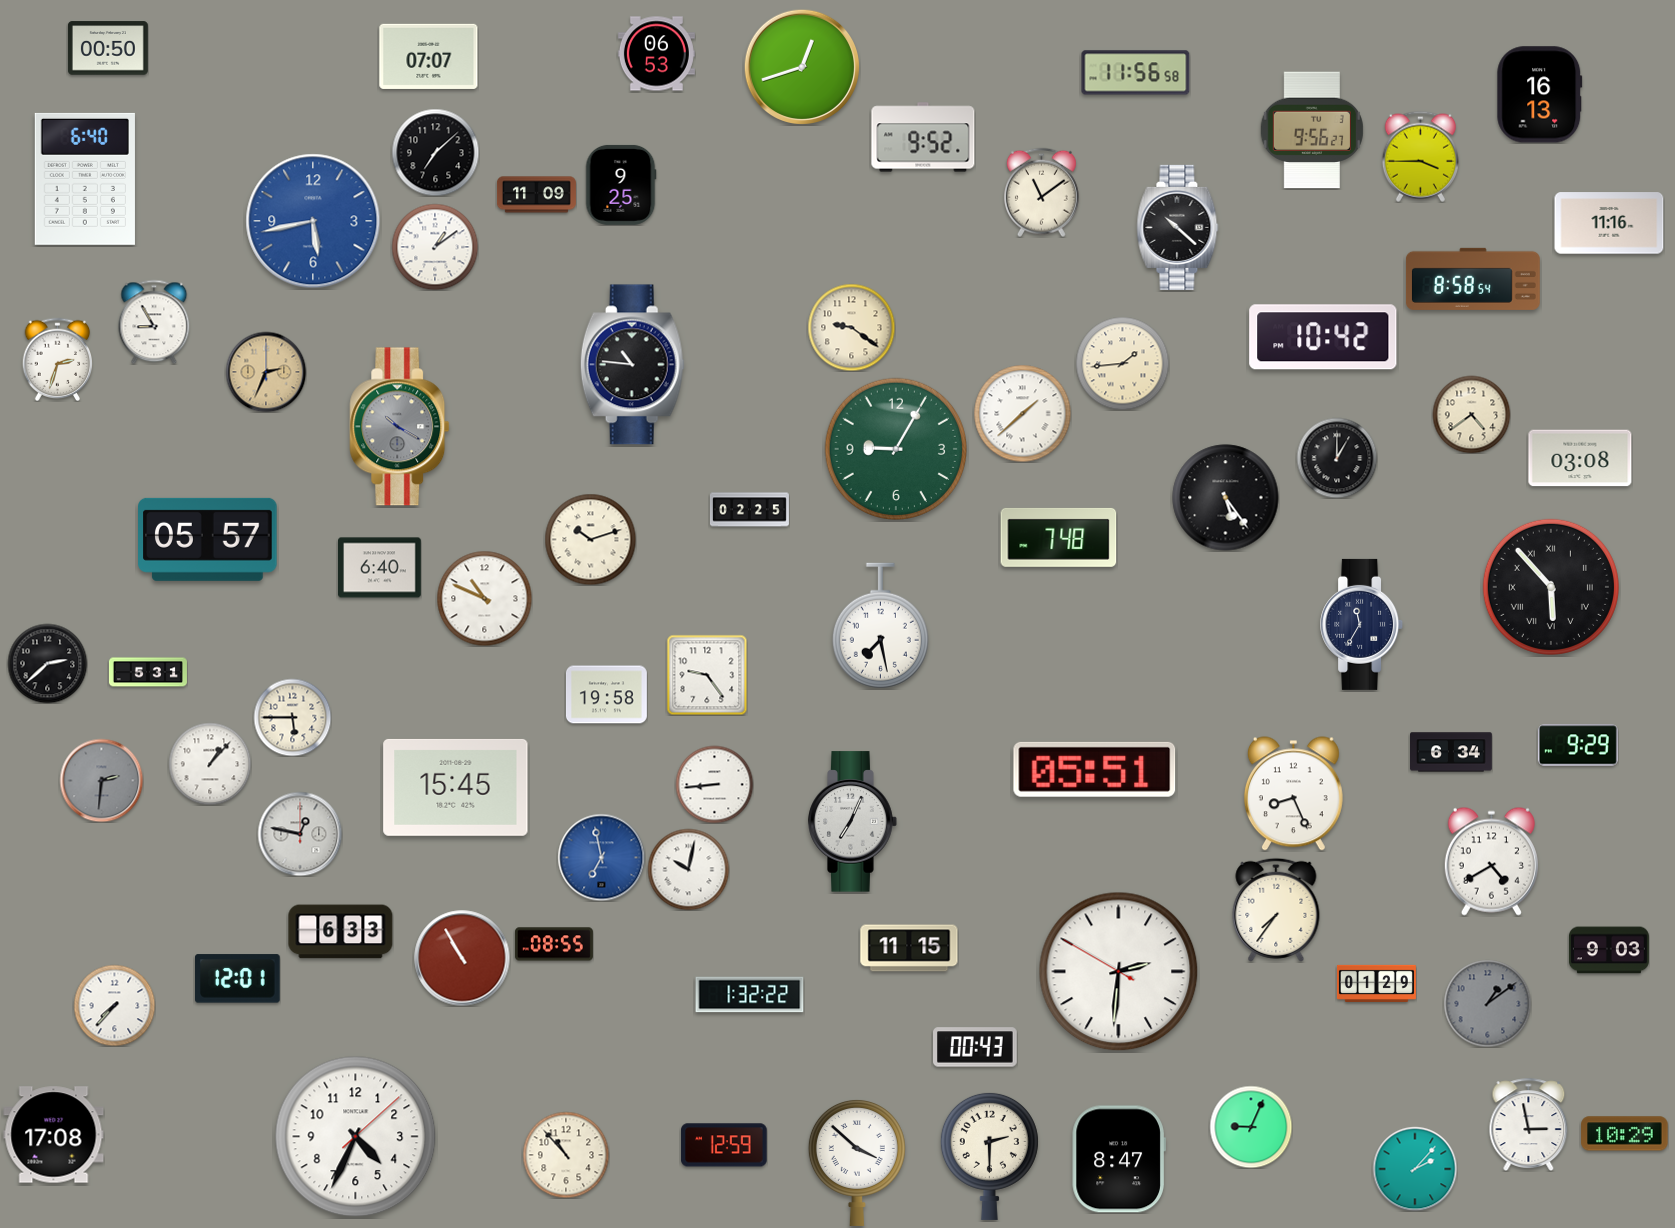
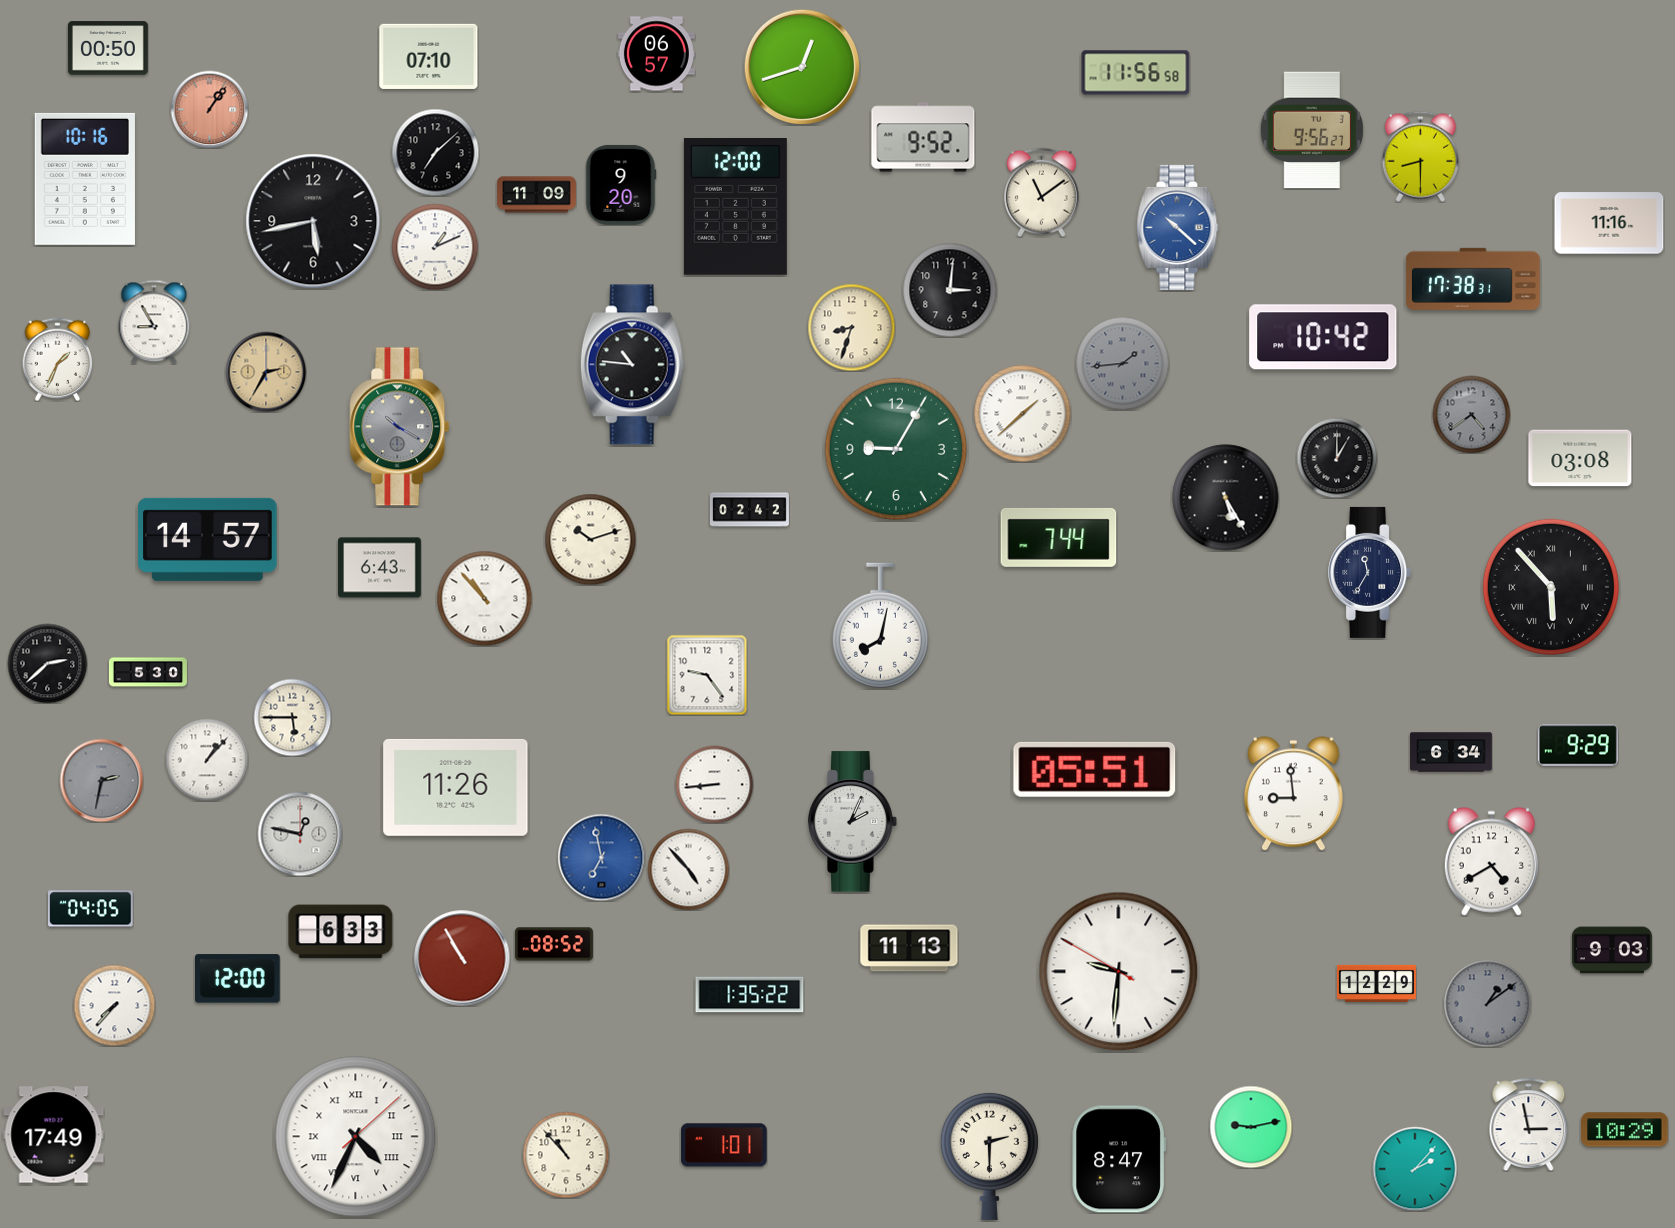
clock at (656, 54): 06:53 -> 06:57
clock at (429, 56): 07:07 -> 07:10
clock at (1540, 95): 16:13 -> none
clock at (209, 109): none -> 1:06
clock at (1420, 156): 3:45 -> 8:30
clock at (85, 179): 6:40 -> 10:16
clock at (621, 185): 9:25 -> 9:20
clock at (735, 207): none -> 12:00
clock at (313, 221) dial: blue -> black
clock at (1178, 227) dial: black -> blue
clock at (435, 247): 1:09 -> 1:11
clock at (1473, 279): 8:58 -> 17:38
clock at (950, 290): none -> 3:01
clock at (851, 327): 9:21 -> 8:33
clock at (58, 359): 2:33 -> 1:34
clock at (1122, 363) dial: cream -> grey
clock at (266, 372): 2:34 -> 2:35
clock at (1471, 414) dial: cream -> grey
clock at (1226, 498): 5:24 -> 5:25
clock at (749, 510): 02:25 -> 02:42
clock at (1059, 537): 7:48 -> 7:44
clock at (208, 539): 05:57 -> 14:57
clock at (380, 568): 6:40 -> 6:43
clock at (484, 598): 10:49 -> 10:53
clock at (1362, 624) position: (1362, 624) -> (1370, 572)
clock at (880, 626): 7:28 -> 8:02
clock at (148, 672): 5:31 -> 5:30
clock at (606, 695): 19:58 -> none
clock at (210, 764) position: (210, 764) -> (207, 760)
clock at (101, 780): 2:31 -> 2:32
clock at (456, 787): 15:45 -> 11:26
clock at (1293, 794): 8:26 -> 8:59
clock at (853, 822): 7:04 -> 2:04
clock at (688, 869): 10:02 -> 4:53
clock at (91, 909): none -> 04:05
clock at (1276, 910): 7:36 -> none
clock at (554, 944): 08:55 -> 08:52
clock at (909, 948): 11:15 -> 11:13
clock at (1609, 950) position: (1609, 950) -> (1612, 950)
clock at (1119, 972): 2:30 -> 9:30
clock at (238, 979): 12:01 -> 12:00
clock at (1376, 983): 01:29 -> 12:29
clock at (750, 995): 1:32 -> 1:35
clock at (975, 1047): 00:43 -> none
clock at (1251, 1127): 9:04 -> 9:13
clock at (1625, 1134) position: (1625, 1134) -> (1625, 1130)
clock at (54, 1135): 17:08 -> 17:49
clock at (356, 1137) numerals: Arabic -> Roman
clock at (724, 1145): 12:59 -> 1:01
clock at (857, 1162): 3:52 -> none
